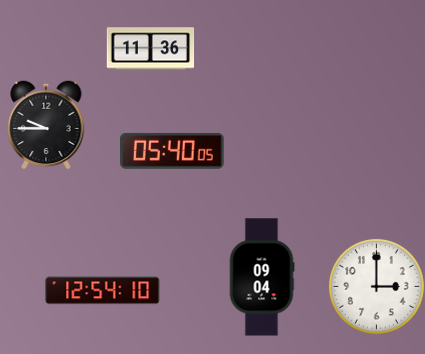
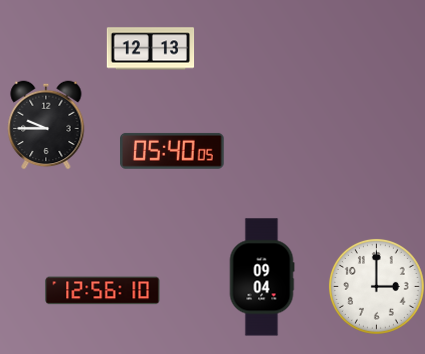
clock at (150, 49): 11:36 -> 12:13
clock at (103, 291): 12:54 -> 12:56
